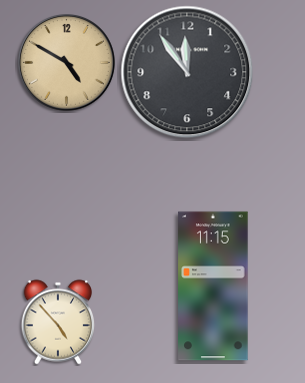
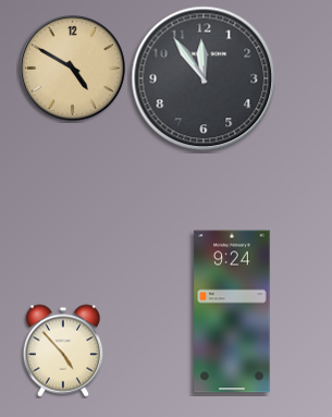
clock at (213, 286): 11:15 -> 9:24
